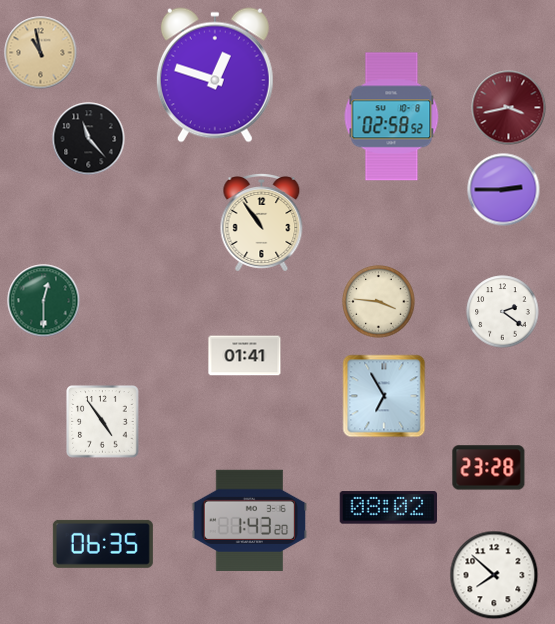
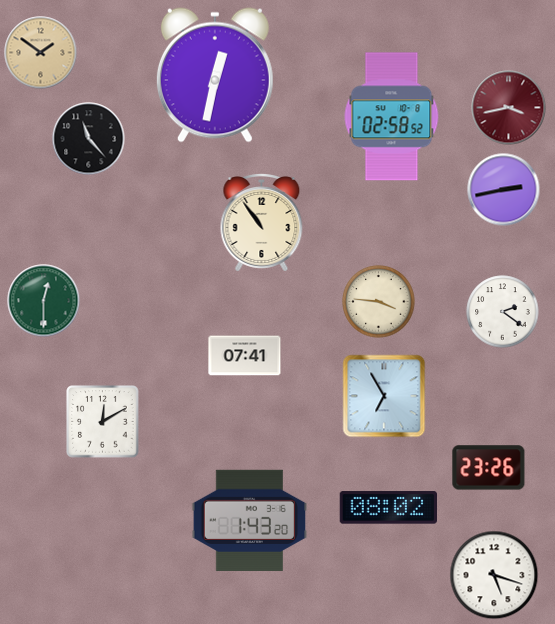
clock at (41, 53): 10:58 -> 1:51
clock at (215, 75): 12:48 -> 12:32
clock at (504, 190): 2:45 -> 2:43
clock at (245, 356): 01:41 -> 07:41
clock at (103, 422): 4:54 -> 12:10
clock at (489, 468): 23:28 -> 23:26
clock at (103, 544): 06:35 -> none
clock at (494, 575): 7:52 -> 5:18
